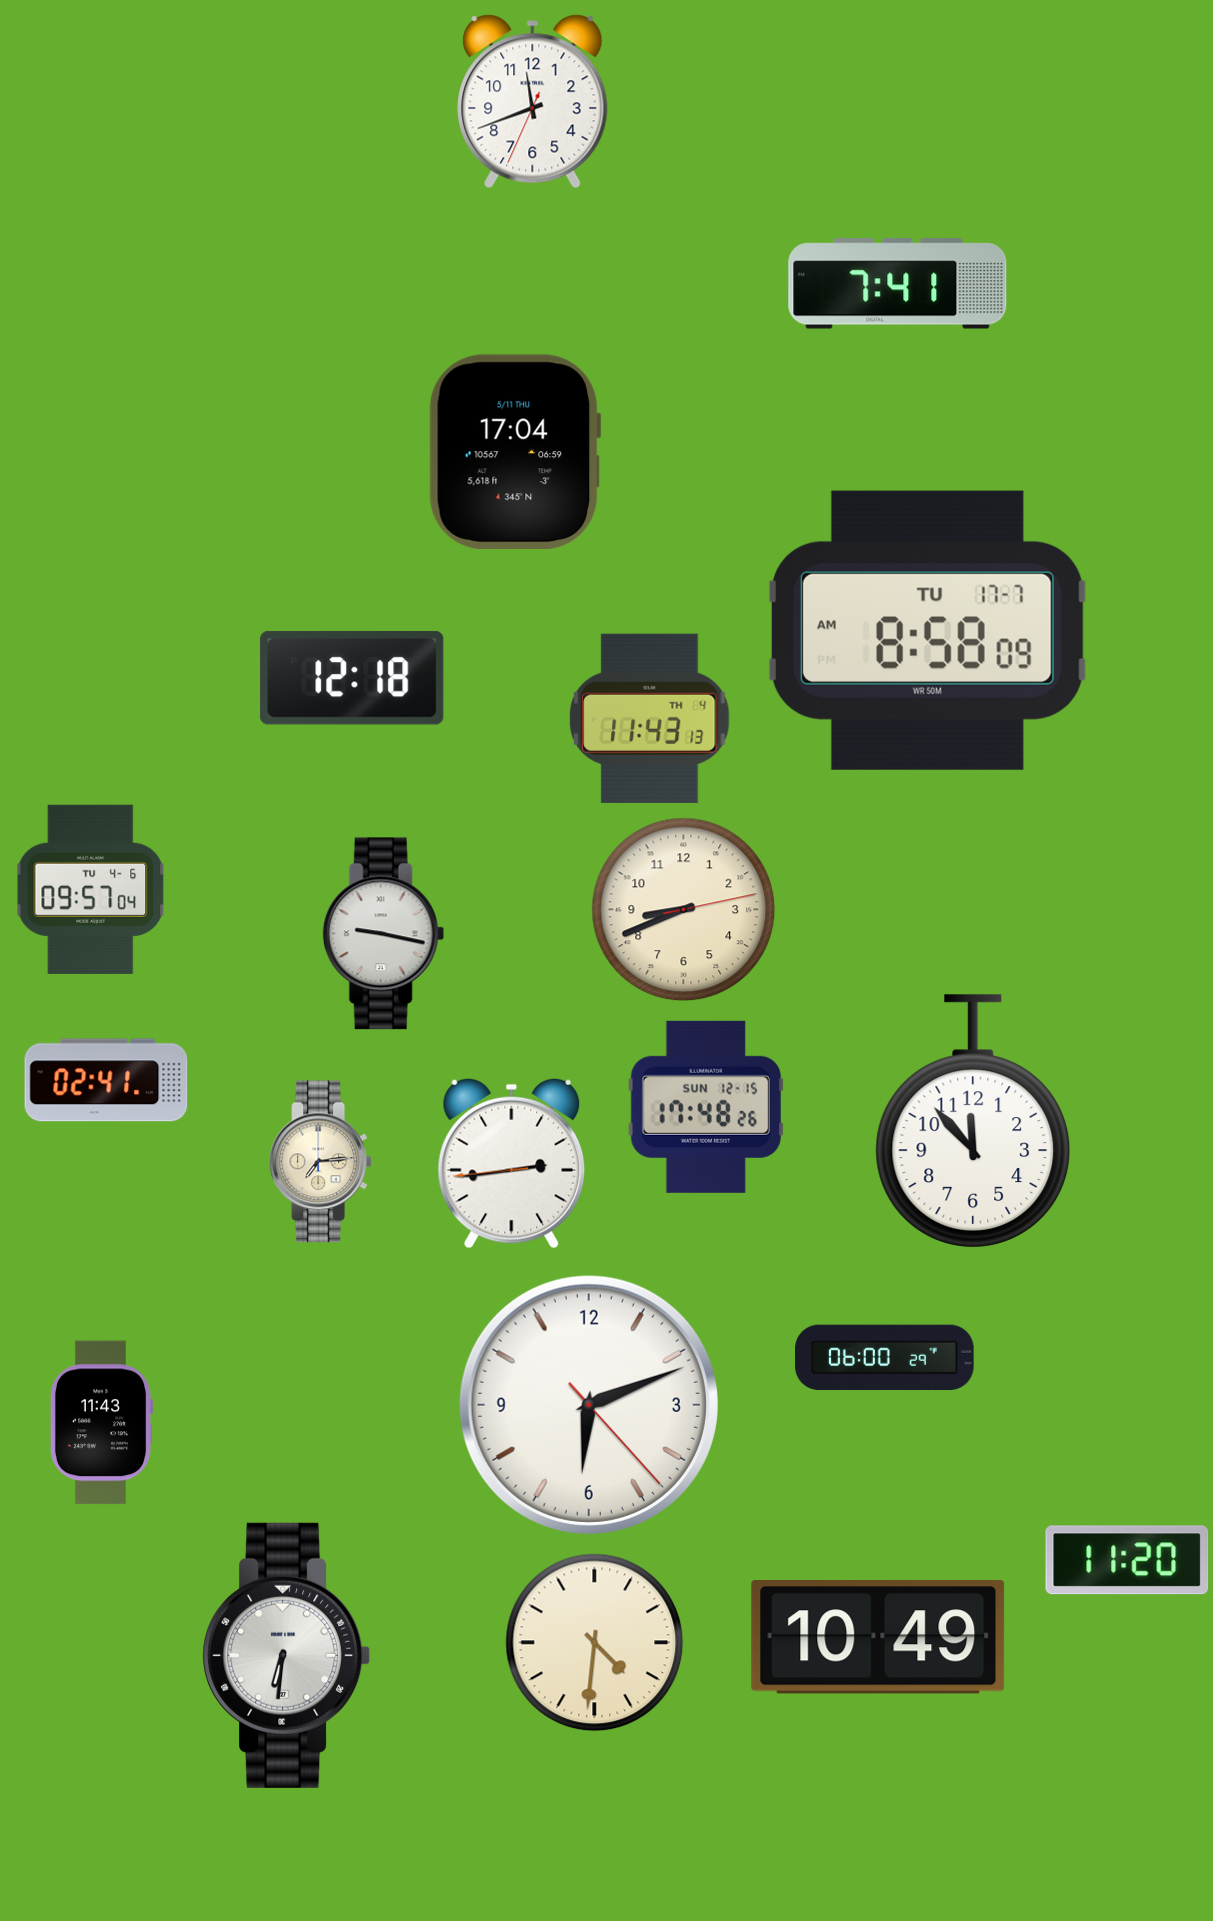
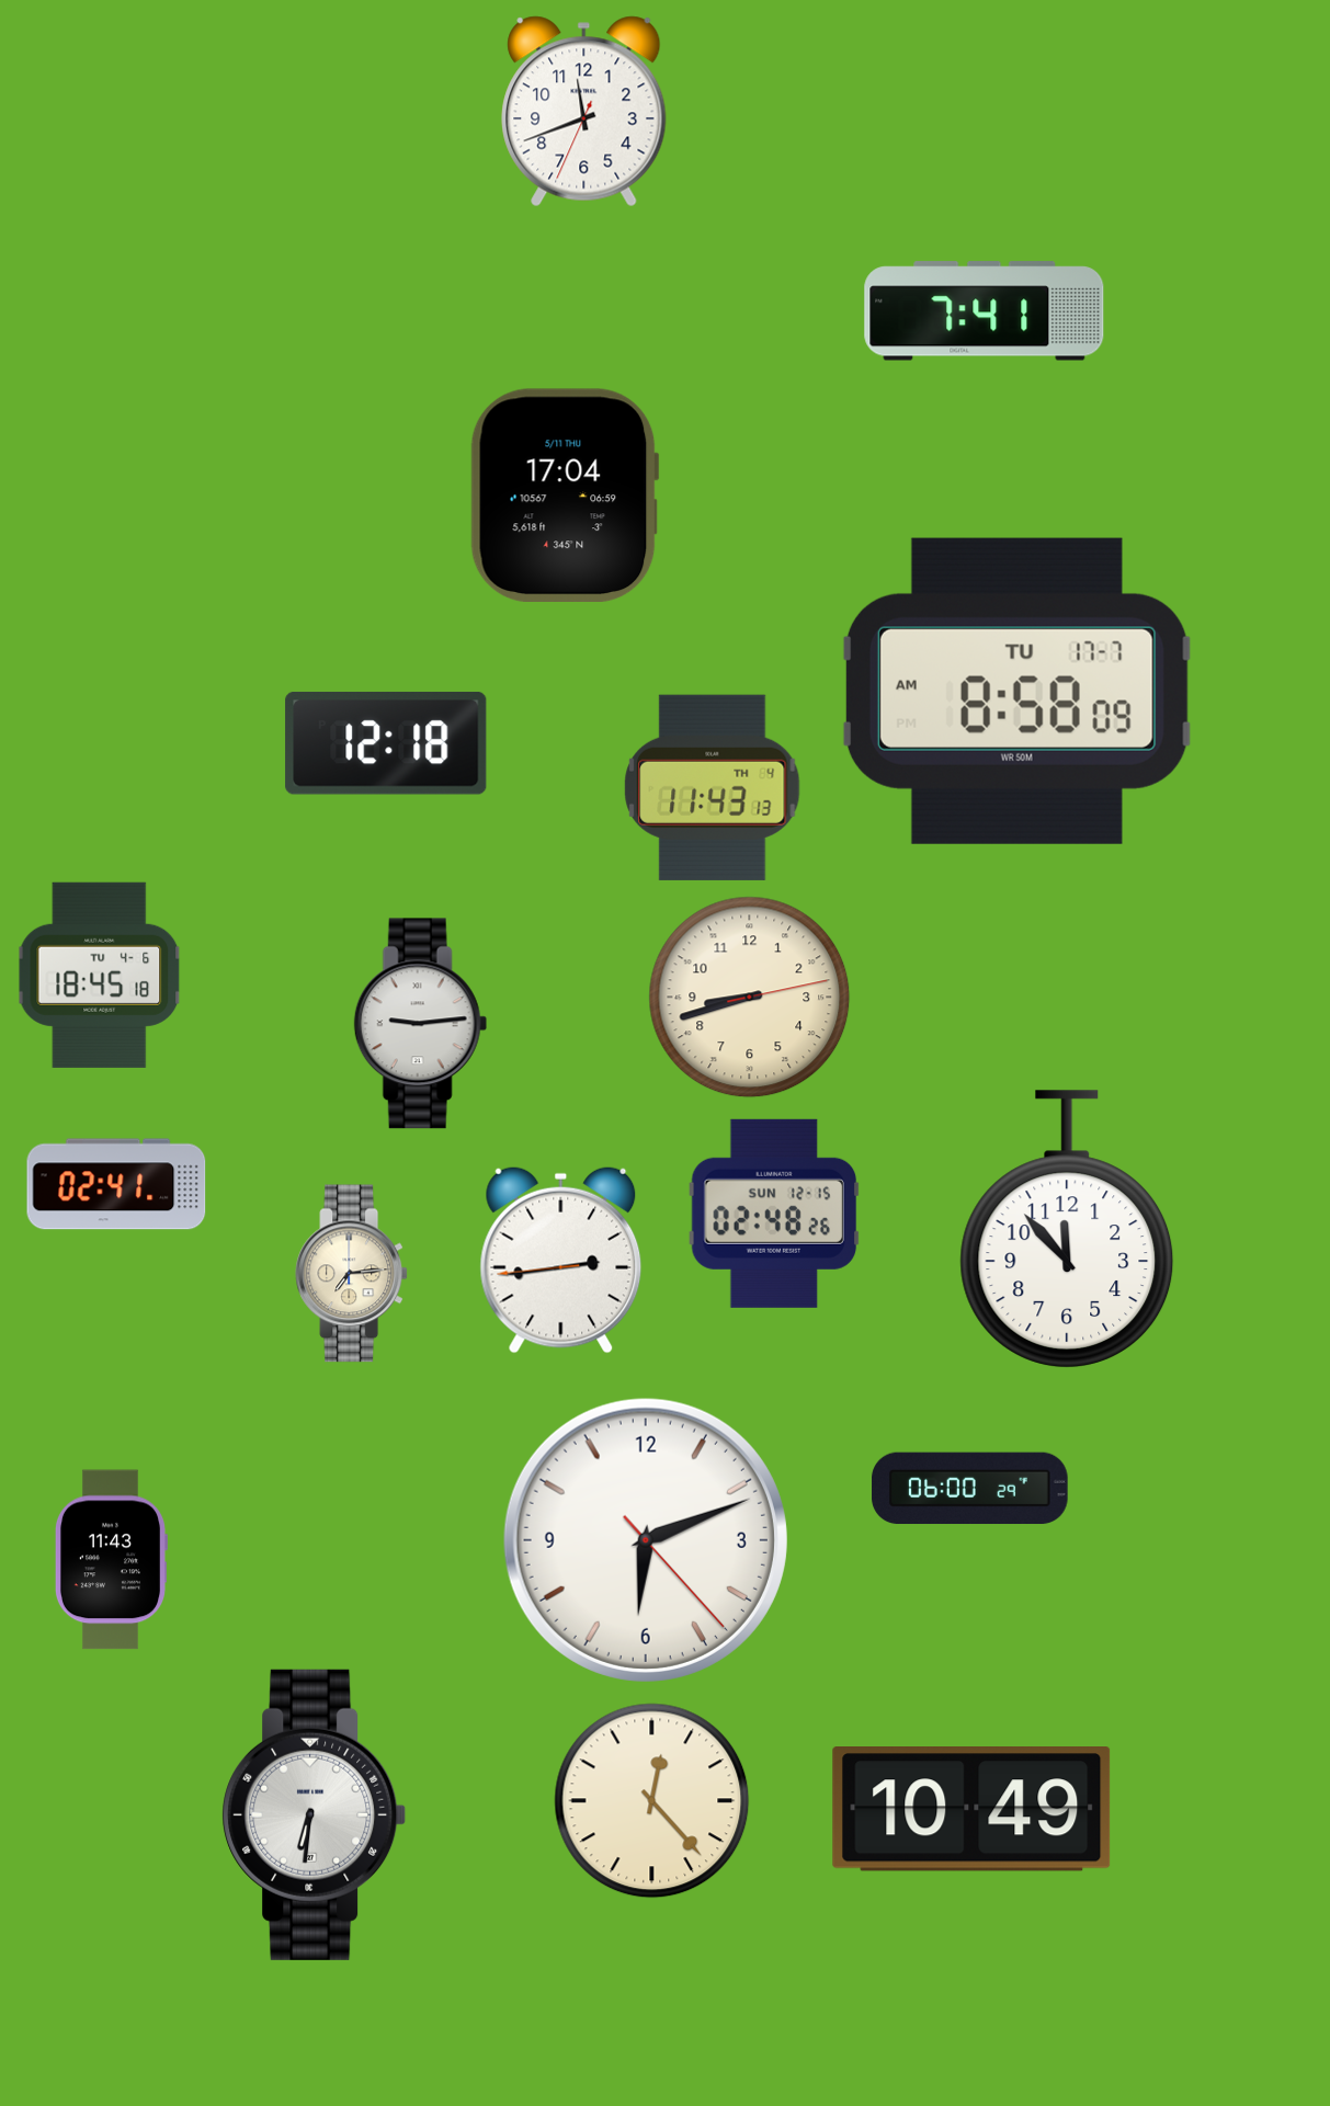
clock at (91, 889): 09:57 -> 18:45
clock at (684, 910): 8:41 -> 8:42
clock at (383, 934): 9:17 -> 9:14
clock at (706, 1107): 17:48 -> 02:48
clock at (512, 1163) position: (512, 1163) -> (561, 1260)
clock at (1127, 1560): 11:20 -> none
clock at (878, 1638) position: (878, 1638) -> (971, 1810)
clock at (595, 1643): 4:31 -> 12:23
